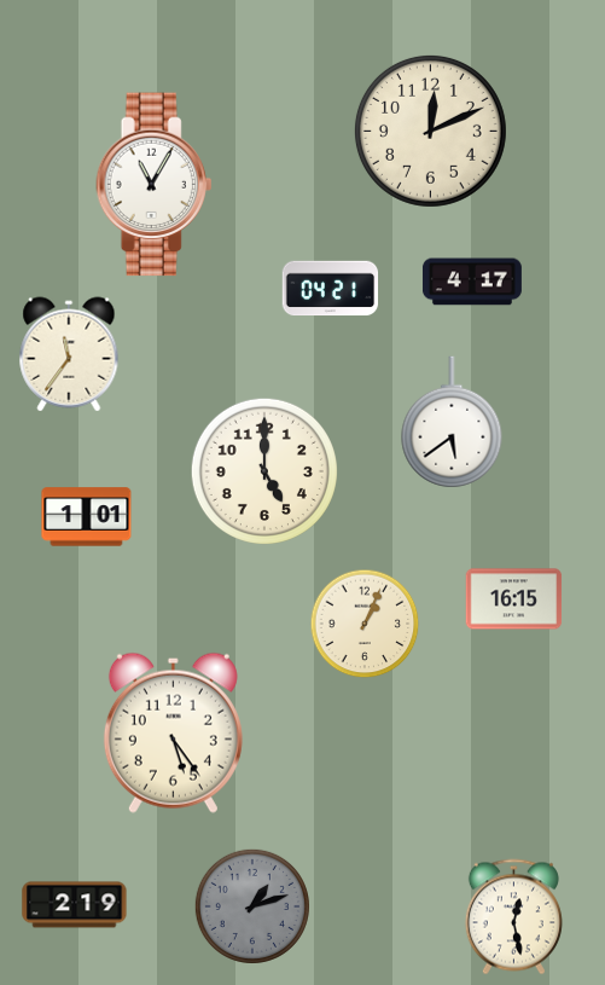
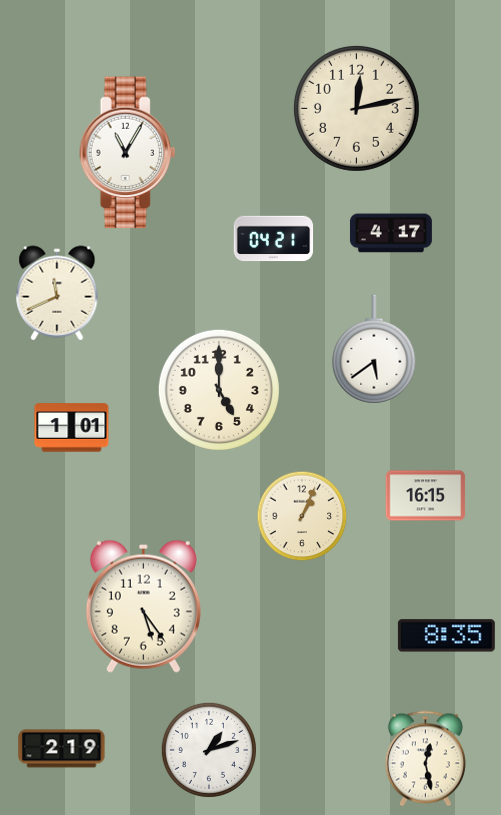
clock at (430, 131): 12:11 -> 12:13
clock at (69, 354): 11:36 -> 11:41
clock at (446, 636): none -> 8:35
clock at (252, 906) dial: grey -> white
